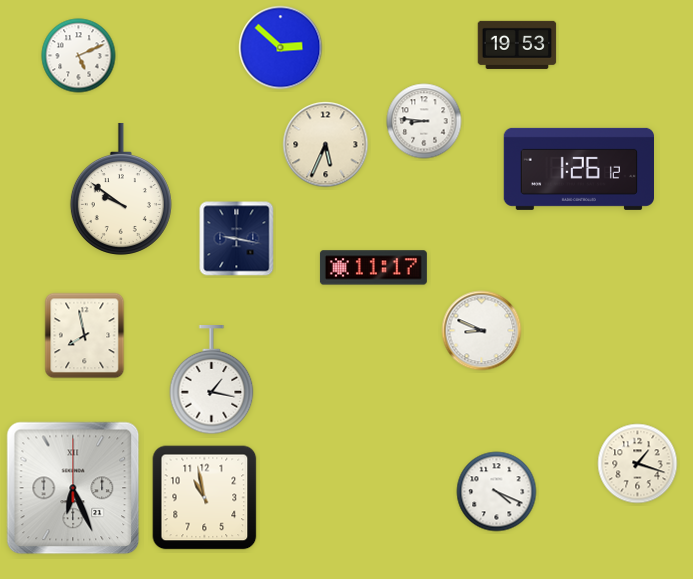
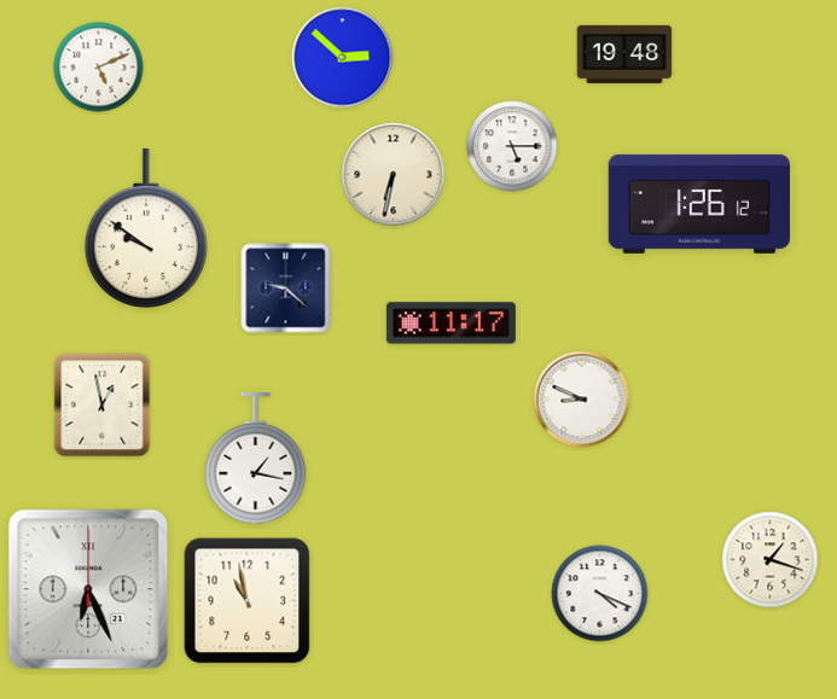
clock at (517, 45): 19:53 -> 19:48
clock at (281, 48) position: (281, 48) -> (343, 58)
clock at (79, 56) position: (79, 56) -> (99, 68)
clock at (424, 121): 8:46 -> 5:15
clock at (326, 145): 5:34 -> 6:32
clock at (237, 239): 9:17 -> 9:22
clock at (85, 336): 7:58 -> 12:58
